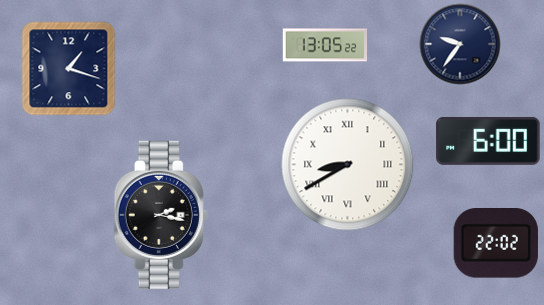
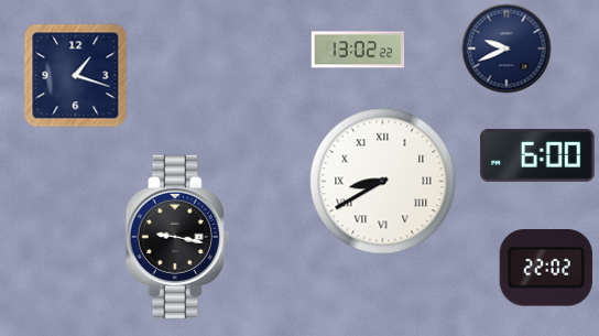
clock at (460, 44): 9:36 -> 9:41
clock at (325, 45): 13:05 -> 13:02
clock at (161, 215): 2:17 -> 9:17
